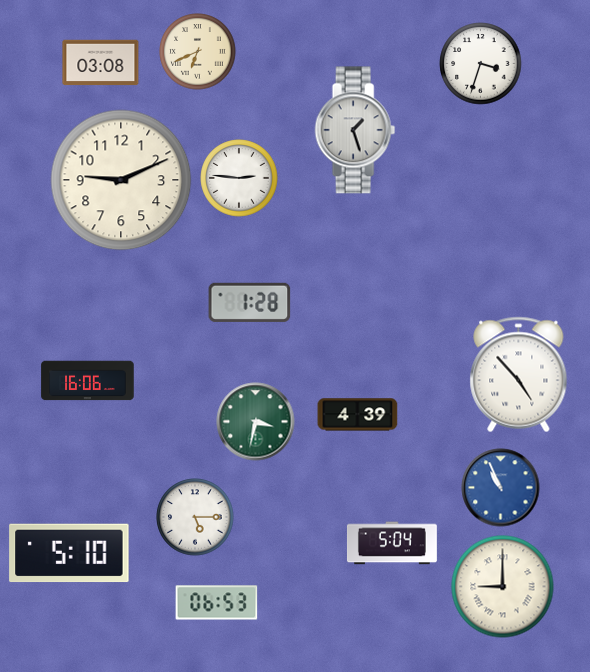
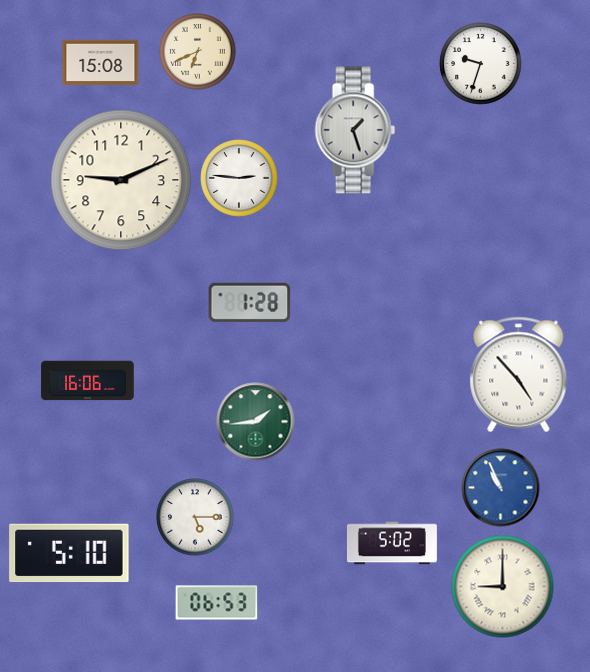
clock at (101, 63): 03:08 -> 15:08
clock at (481, 64): 3:33 -> 9:33
clock at (358, 415): 4:39 -> none
clock at (256, 422): 3:32 -> 1:44
clock at (392, 543): 5:04 -> 5:02
